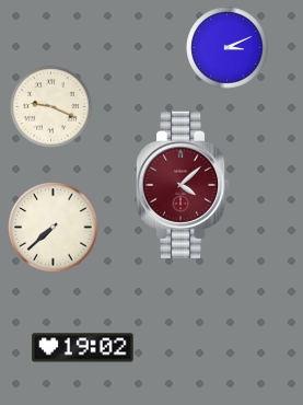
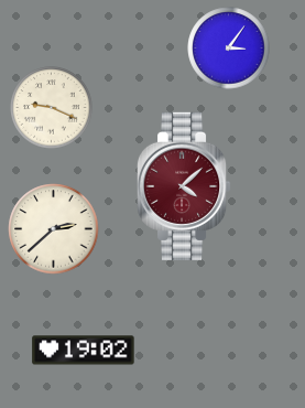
clock at (228, 48): 3:11 -> 3:06
clock at (54, 228): 7:38 -> 2:38
